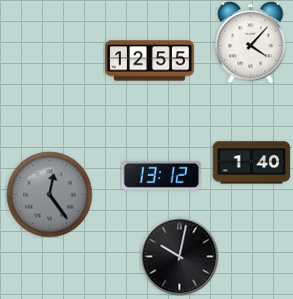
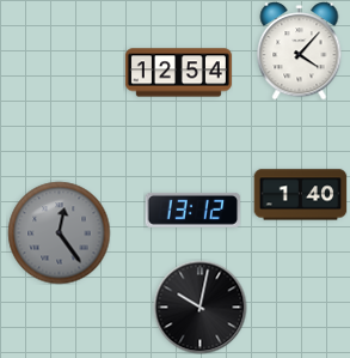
clock at (149, 61): 12:55 -> 12:54
clock at (179, 256) position: (179, 256) -> (199, 307)
